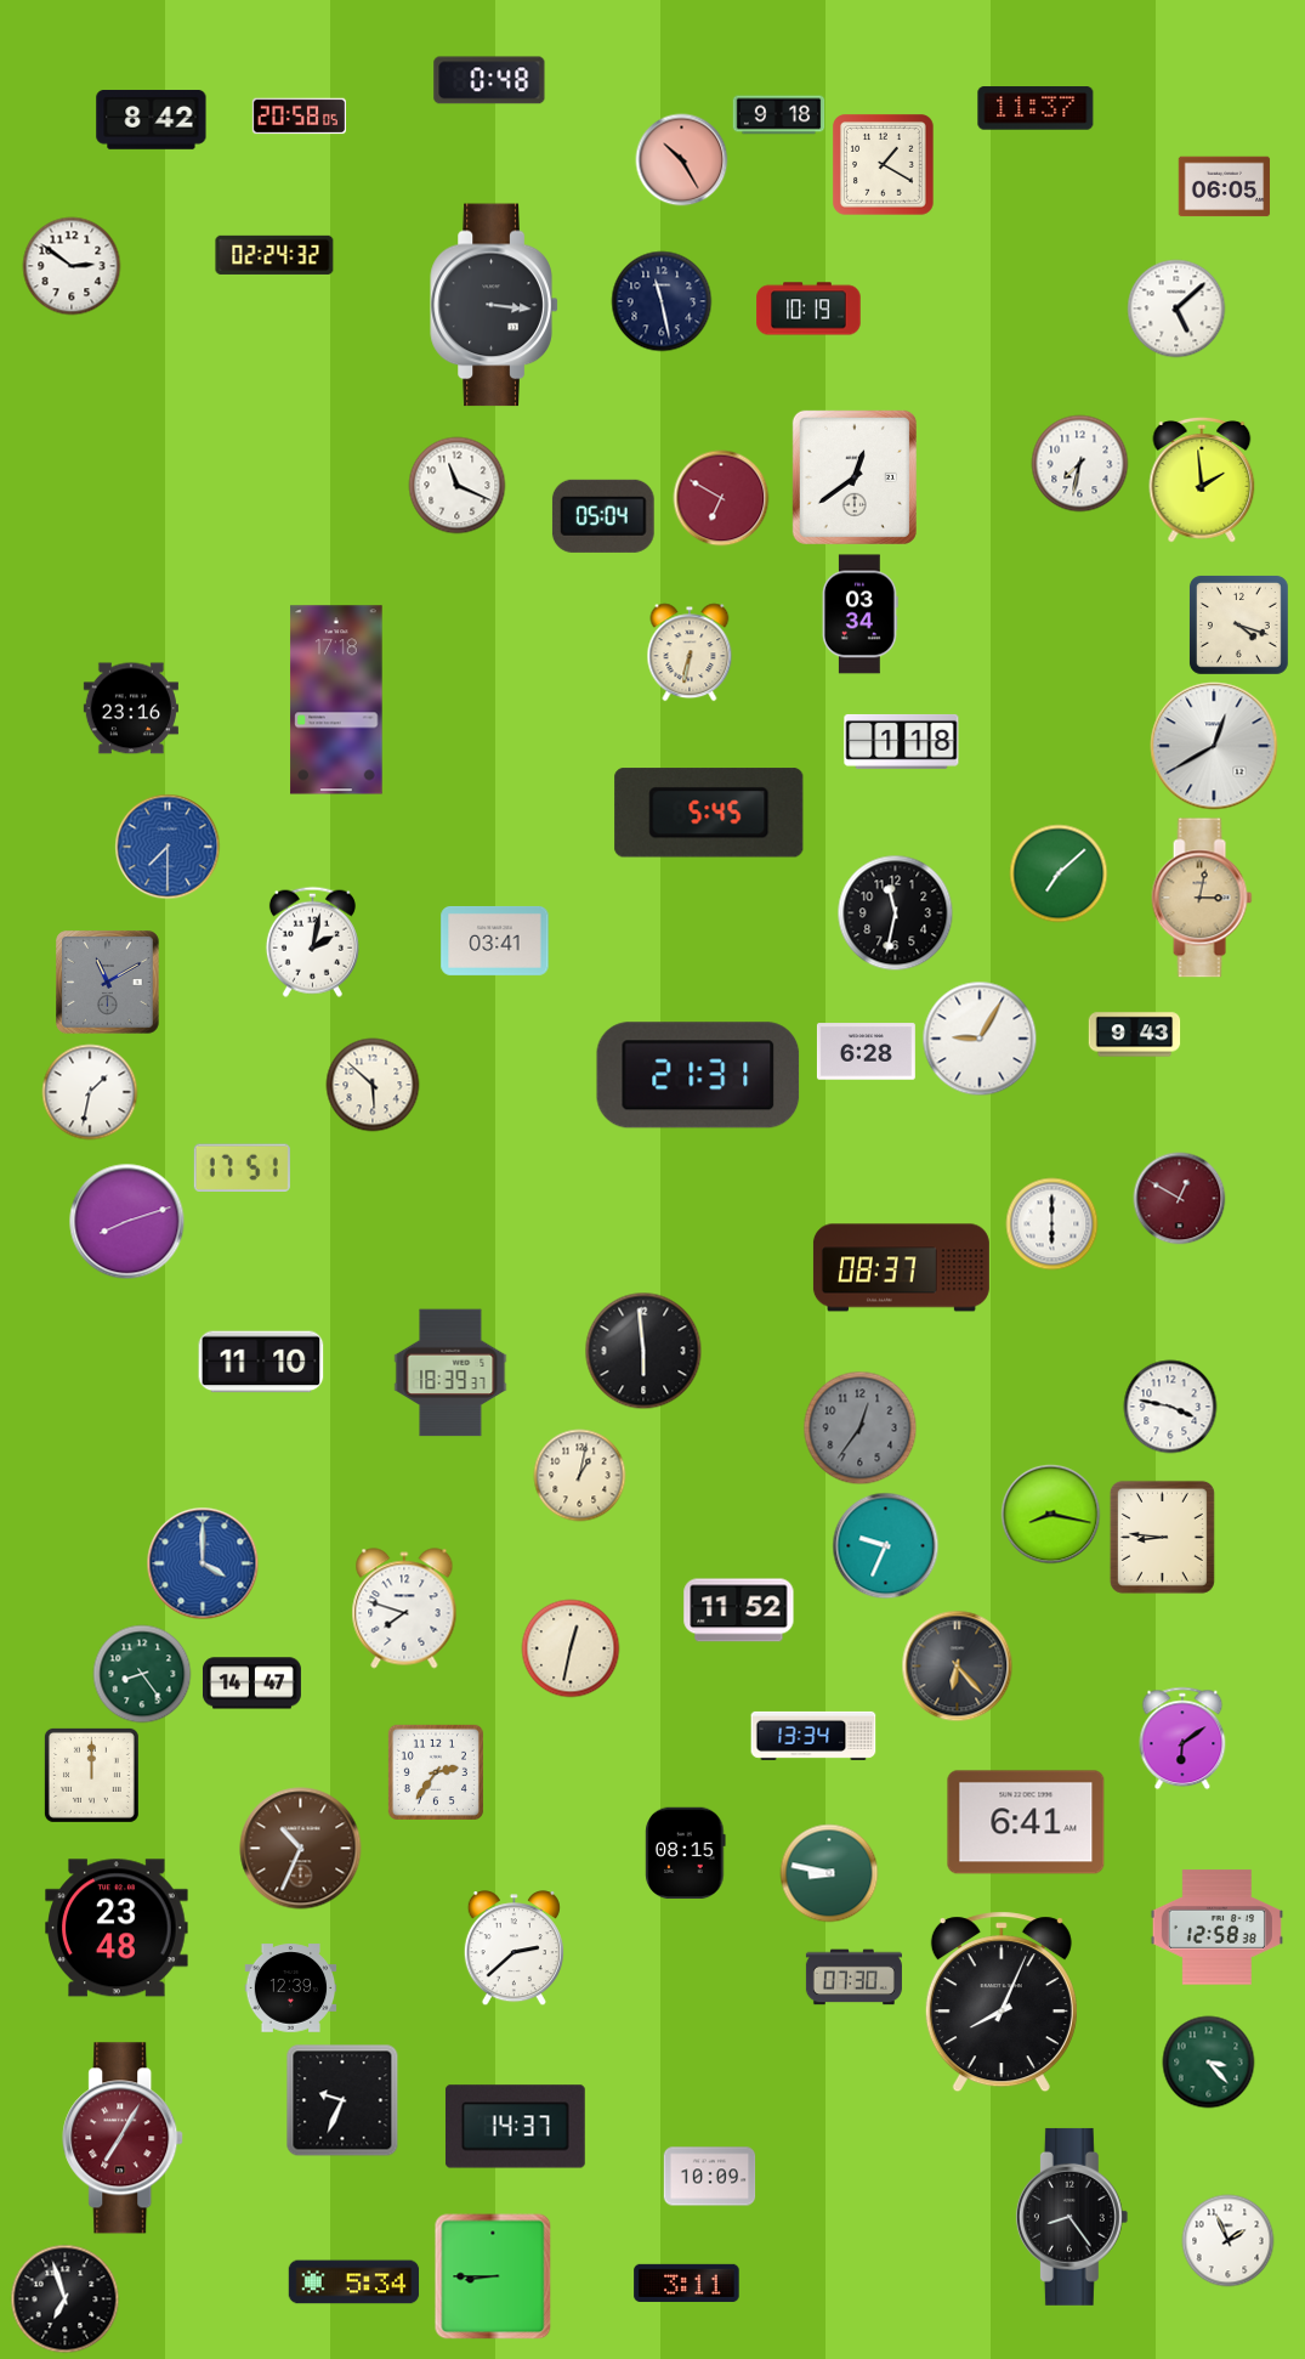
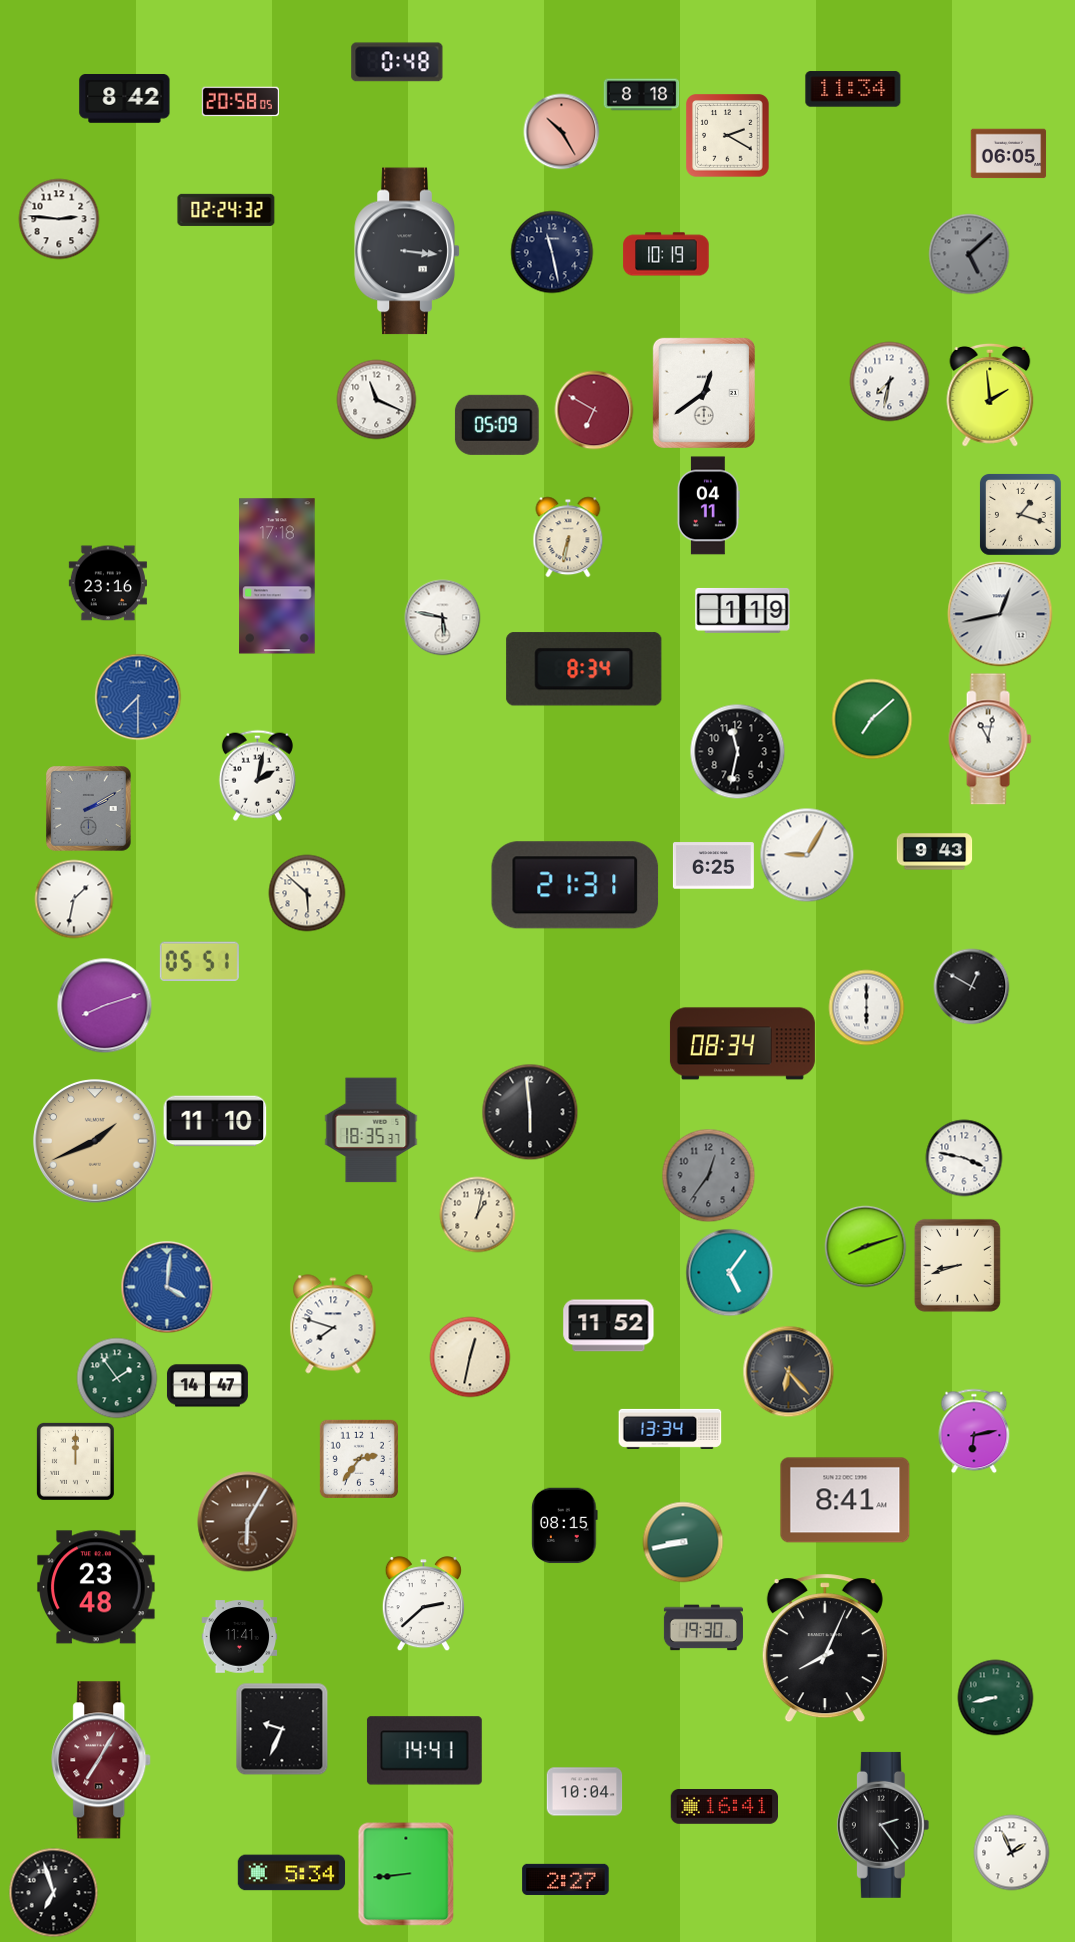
clock at (489, 80) position: (489, 80) -> (397, 62)
clock at (1036, 108): 11:37 -> 11:34
clock at (779, 115): 9:18 -> 8:18
clock at (299, 117) position: (299, 117) -> (240, 102)
clock at (884, 165): 1:20 -> 2:20
clock at (72, 266): 2:51 -> 2:46
clock at (662, 301) position: (662, 301) -> (552, 252)
clock at (1176, 309) dial: white -> grey
clock at (603, 516): 05:04 -> 05:09
clock at (859, 615): 03:34 -> 04:11
clock at (1239, 626): 4:18 -> 1:18
clock at (902, 741): 1:18 -> 1:19
clock at (1214, 746): 12:40 -> 12:43
clock at (443, 618): none -> 5:47
clock at (709, 813): 5:45 -> 8:34
clock at (1202, 898): 3:02 -> 11:02
clock at (1202, 898) dial: champagne -> white
clock at (495, 940): 03:41 -> none
clock at (108, 983): 11:10 -> 2:10
clock at (866, 1052): 6:28 -> 6:25
clock at (242, 1169): 17:51 -> 05:51
clock at (1180, 1199) dial: burgundy -> black
clock at (901, 1268): 08:37 -> 08:34
clock at (450, 1373): 18:39 -> 18:35
clock at (96, 1142): none -> 1:41
clock at (1051, 1515): 8:17 -> 8:12
clock at (1162, 1537): 8:46 -> 8:42
clock at (886, 1546): 9:34 -> 5:06
clock at (203, 1563): 4:00 -> 4:01
clock at (142, 1674): 8:24 -> 1:54
clock at (1182, 1738): 6:09 -> 6:13
clock at (1026, 1822): 6:41 -> 8:41
clock at (301, 1849): 10:34 -> 6:05
clock at (829, 1873): 8:47 -> 8:43
clock at (1216, 1928): 12:58 -> none
clock at (853, 1978): 07:30 -> 19:30
clock at (291, 1989): 12:39 -> 11:41
clock at (1209, 2063): 3:23 -> 8:43
clock at (515, 2127): 14:37 -> 14:41
clock at (710, 2177): 10:09 -> 10:04
clock at (724, 1807): none -> 16:41
clock at (1072, 2217): 8:24 -> 2:24
clock at (1229, 2241) position: (1229, 2241) -> (1012, 1853)
clock at (493, 2276): 8:45 -> 8:44
clock at (354, 2282) position: (354, 2282) -> (292, 1873)
clock at (687, 2282): 3:11 -> 2:27
